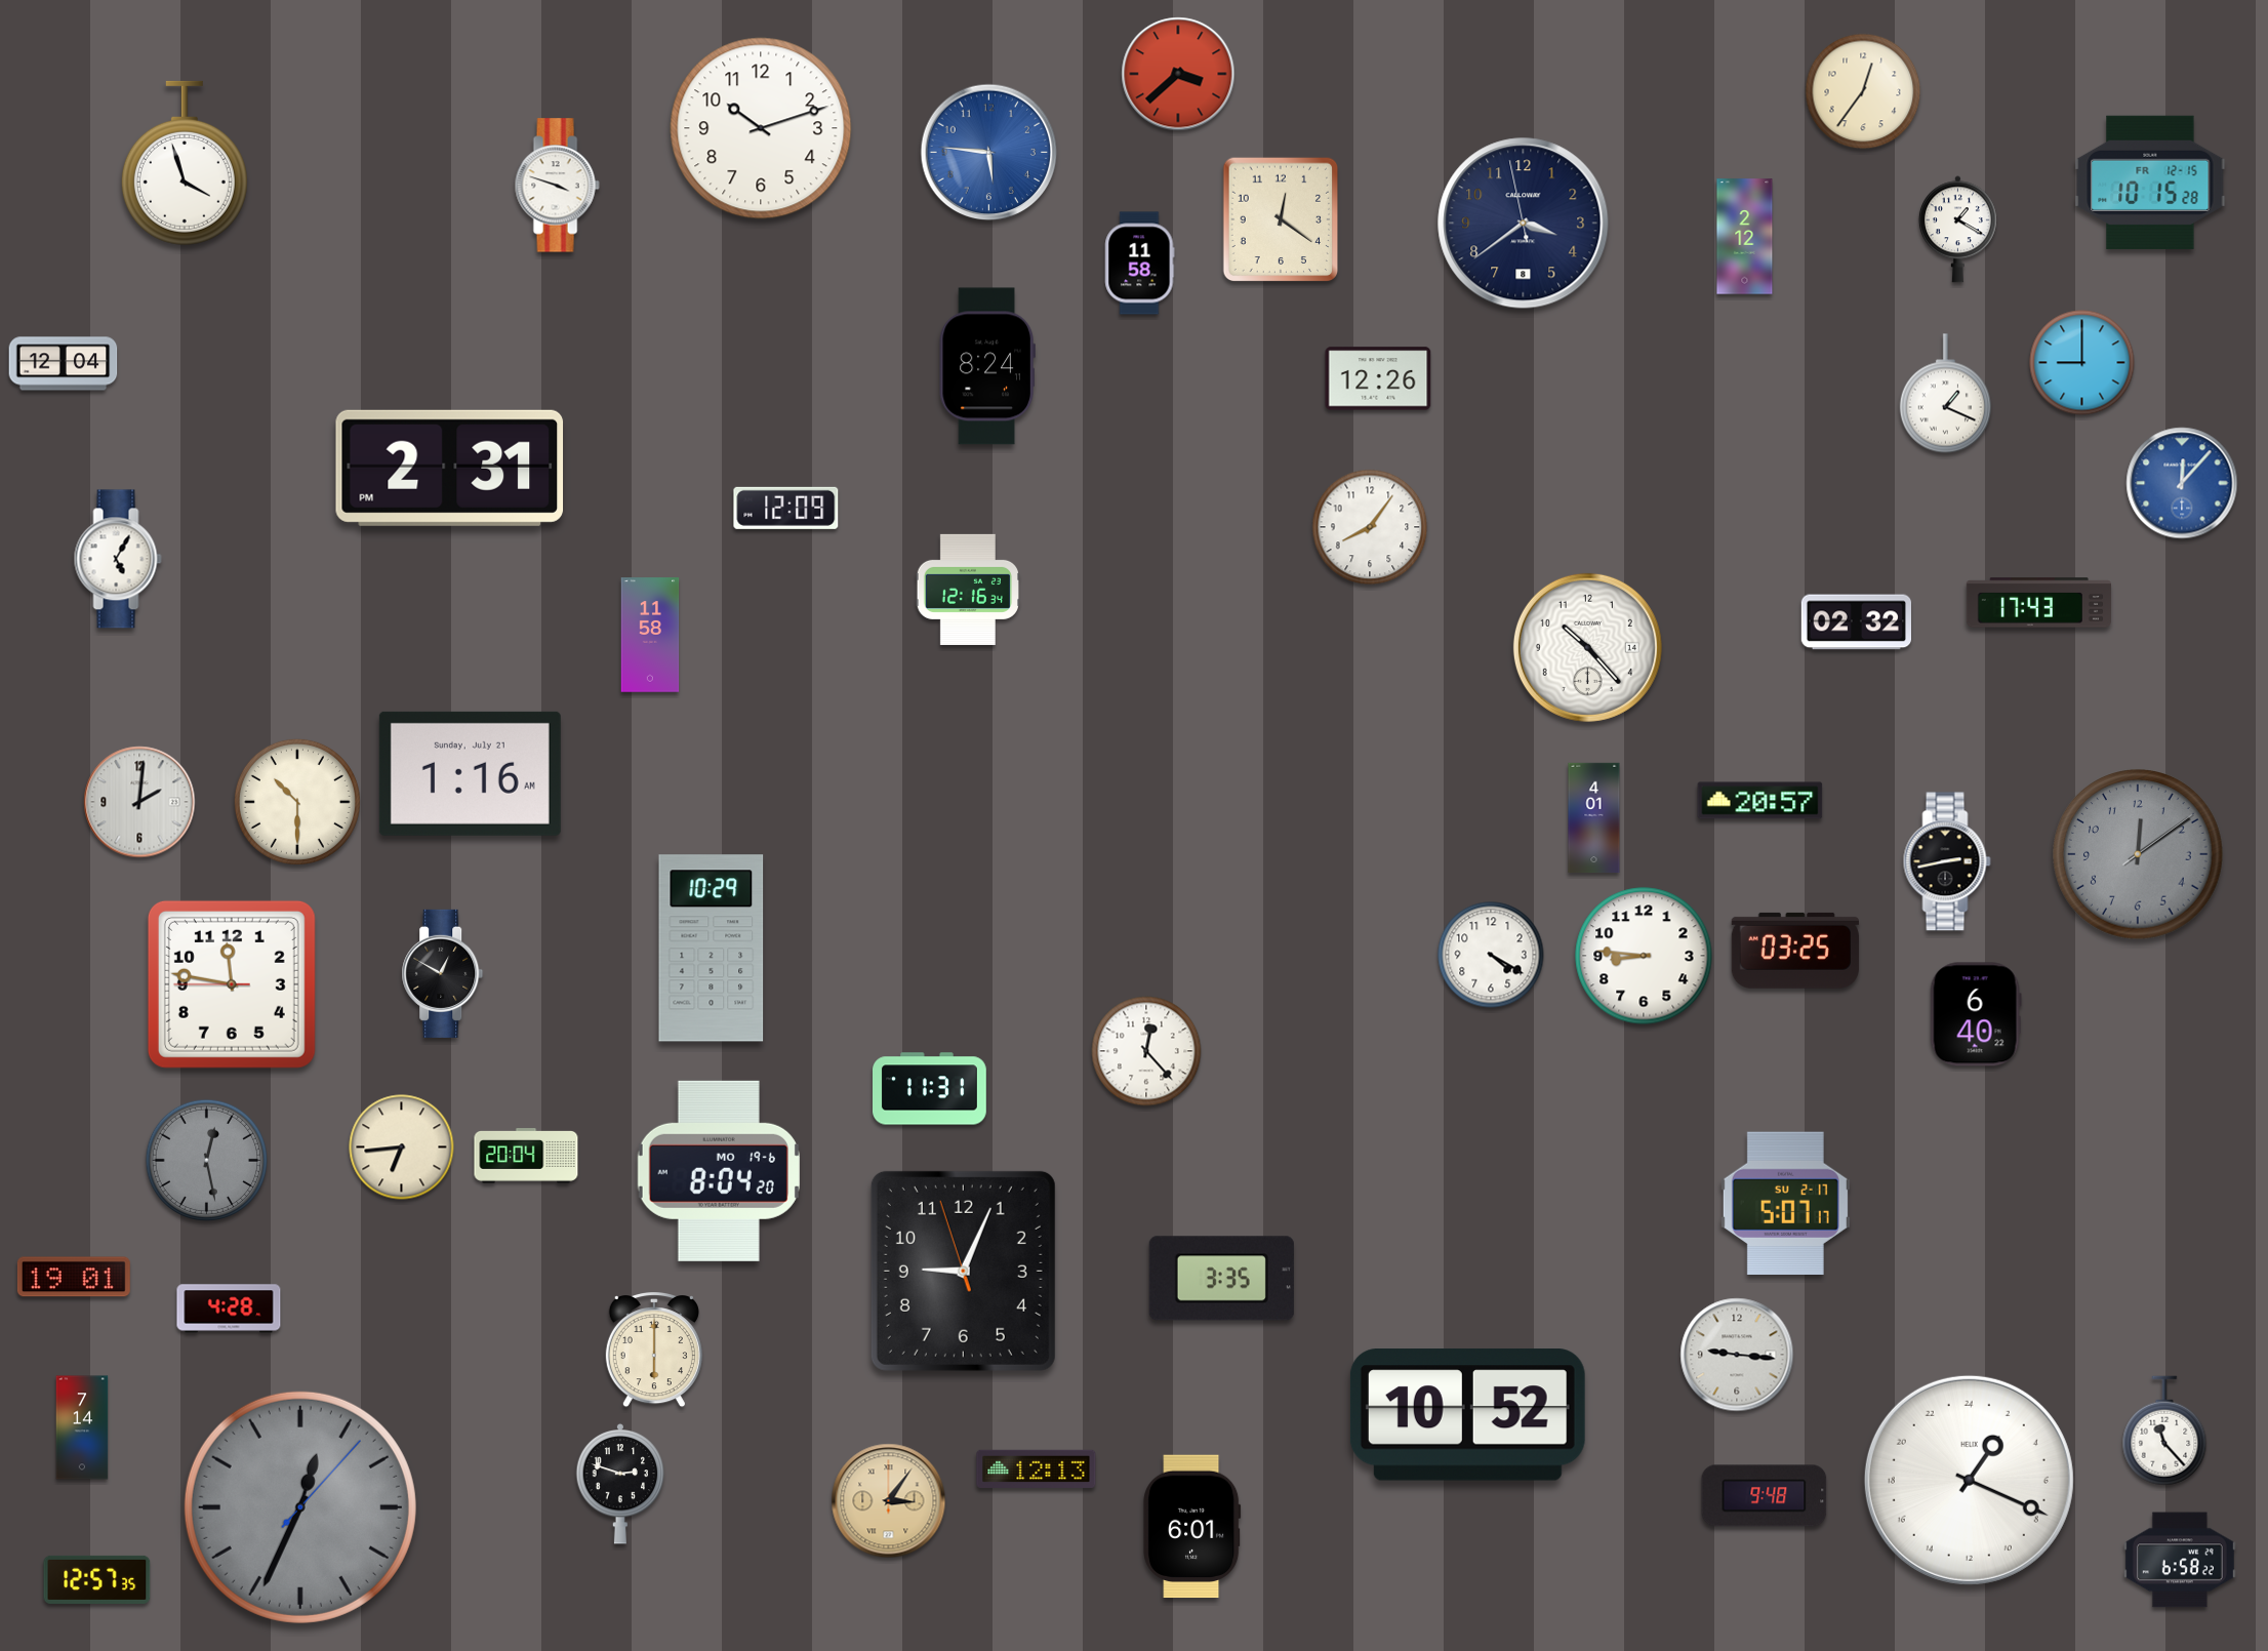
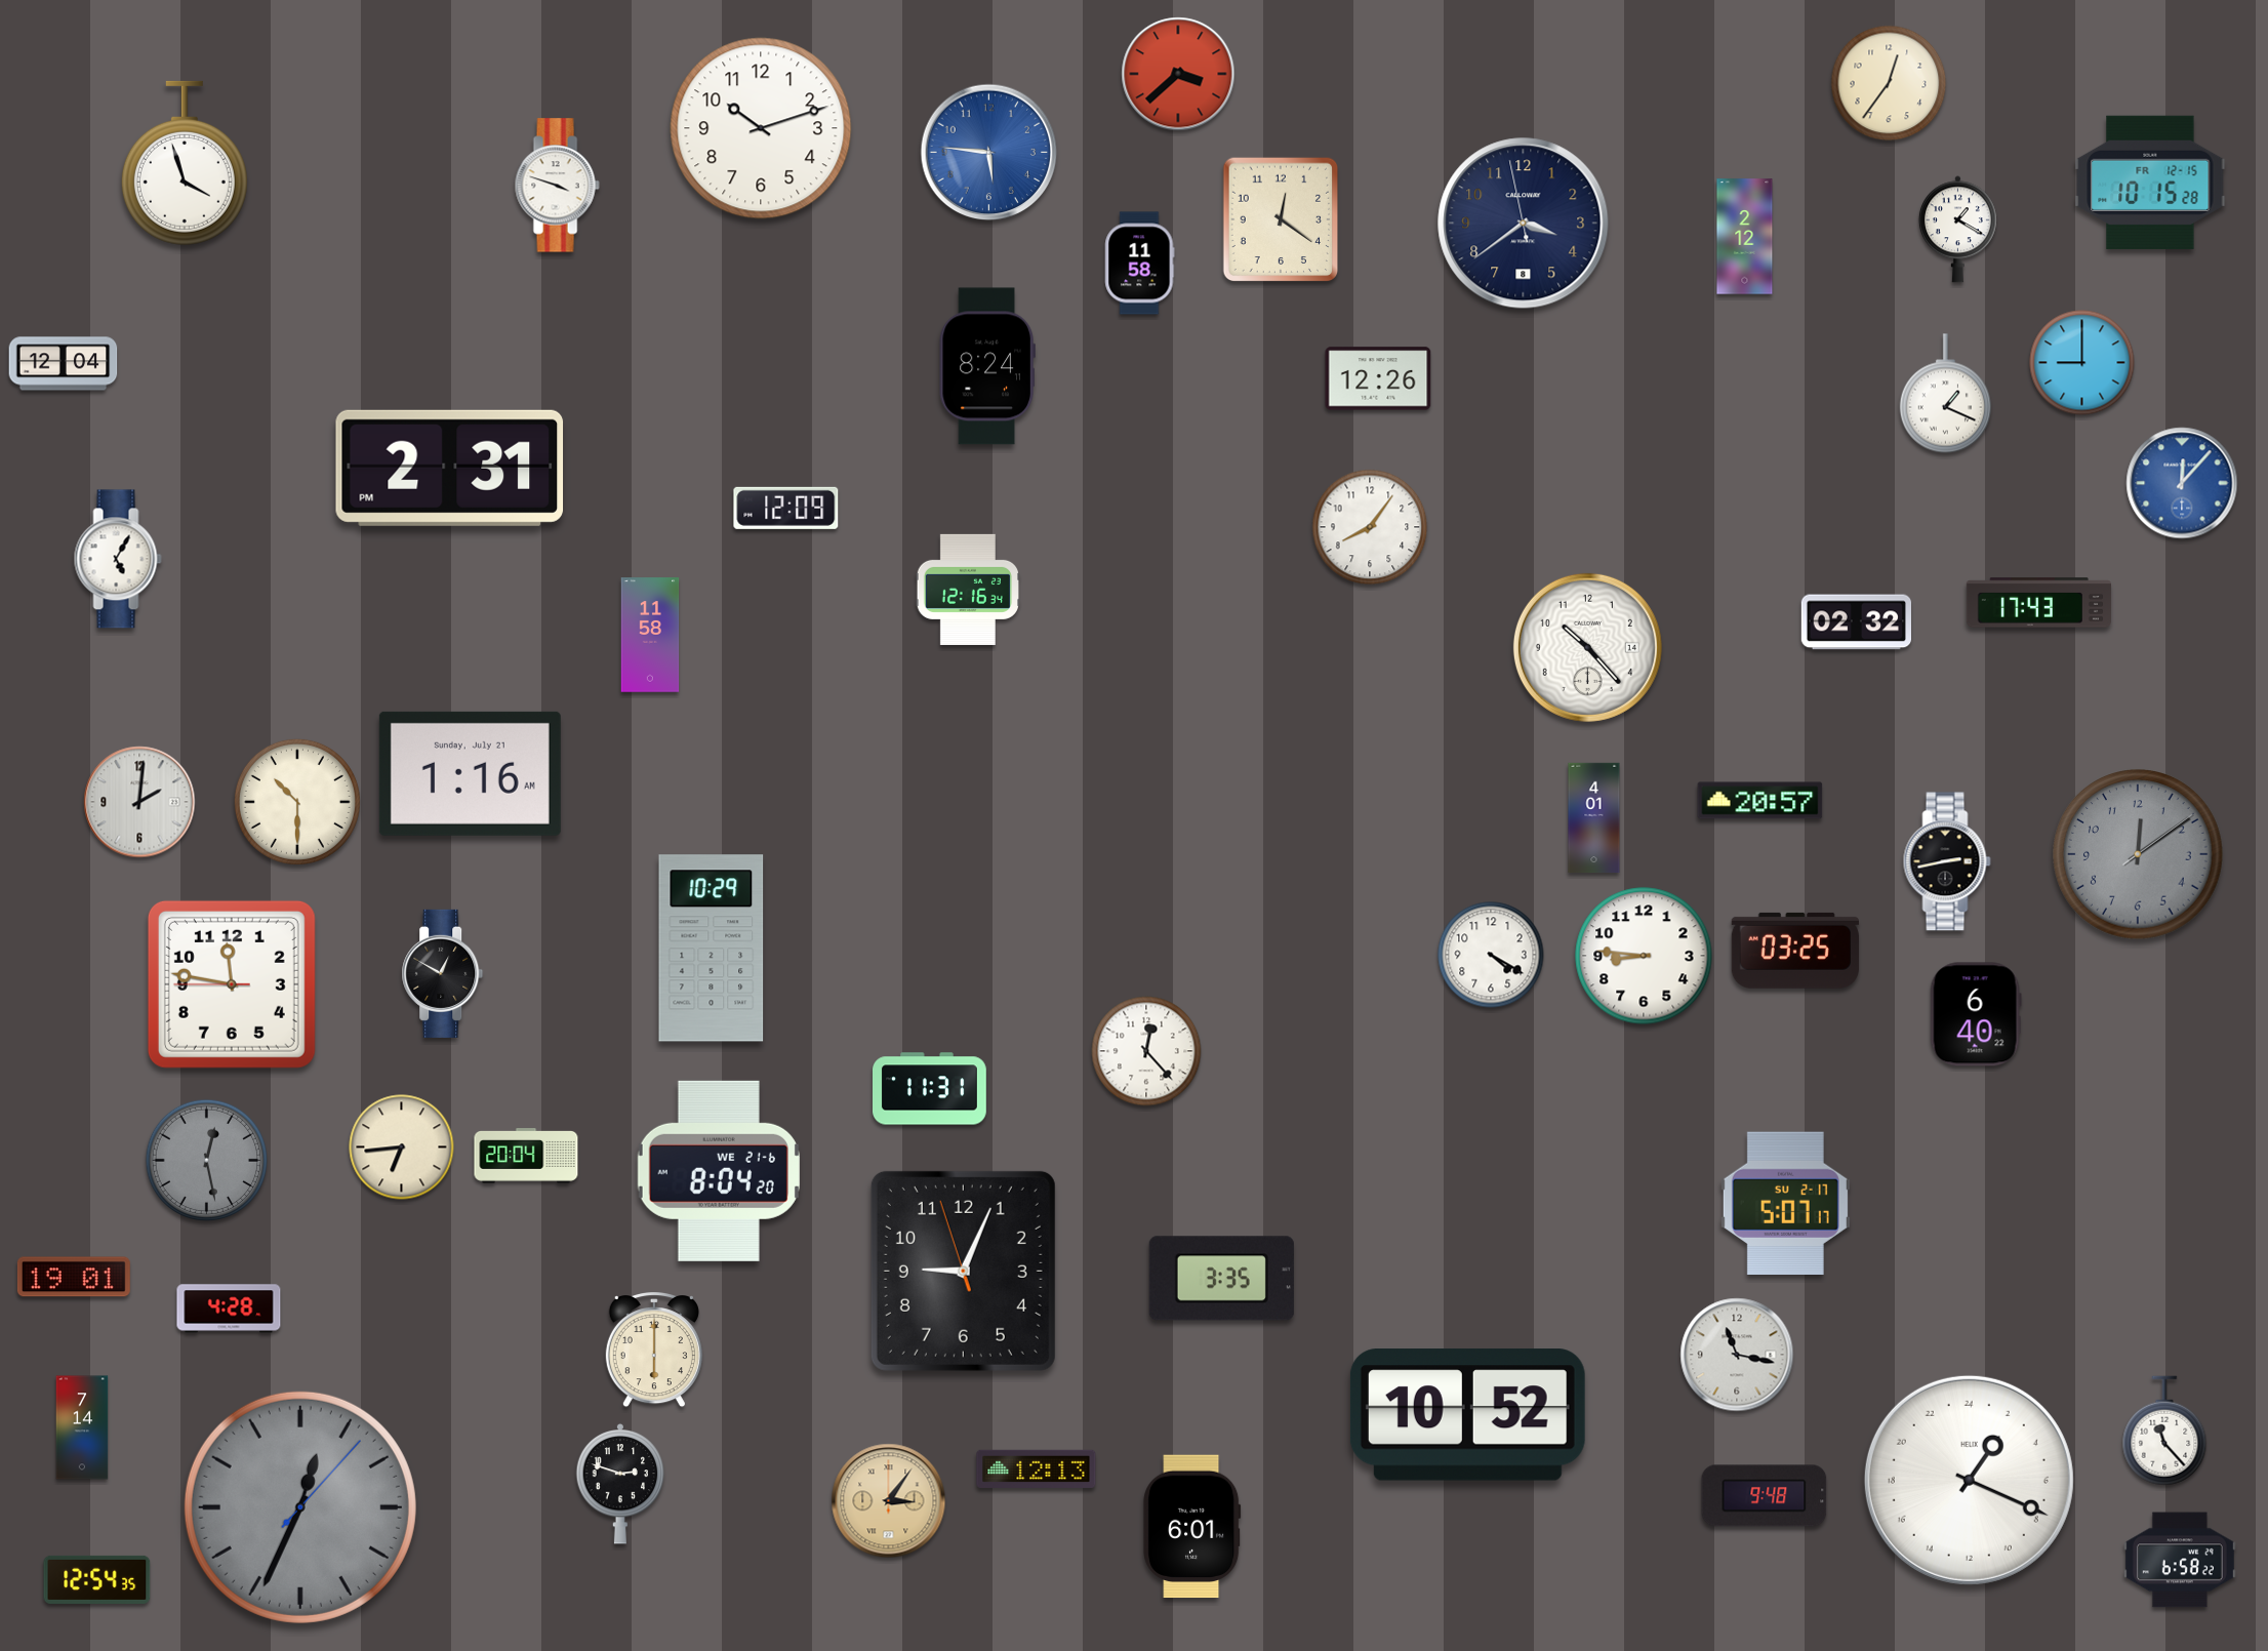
clock at (1863, 91) position: (1863, 91) -> (1889, 83)
clock at (719, 1171) date: MO 19-6 -> WE 21-6
clock at (1737, 1355): 9:16 -> 11:17
clock at (97, 1579): 12:57 -> 12:54
